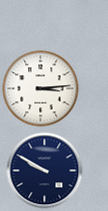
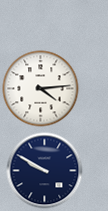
clock at (41, 89): 3:14 -> 4:14
